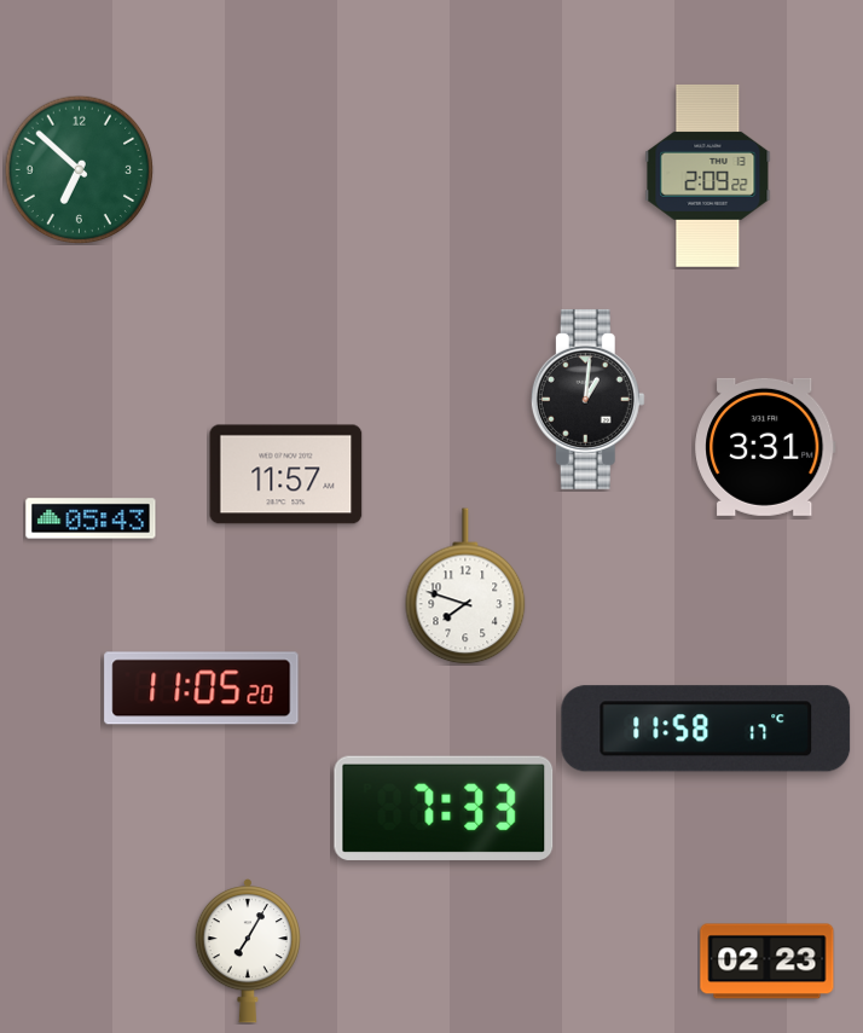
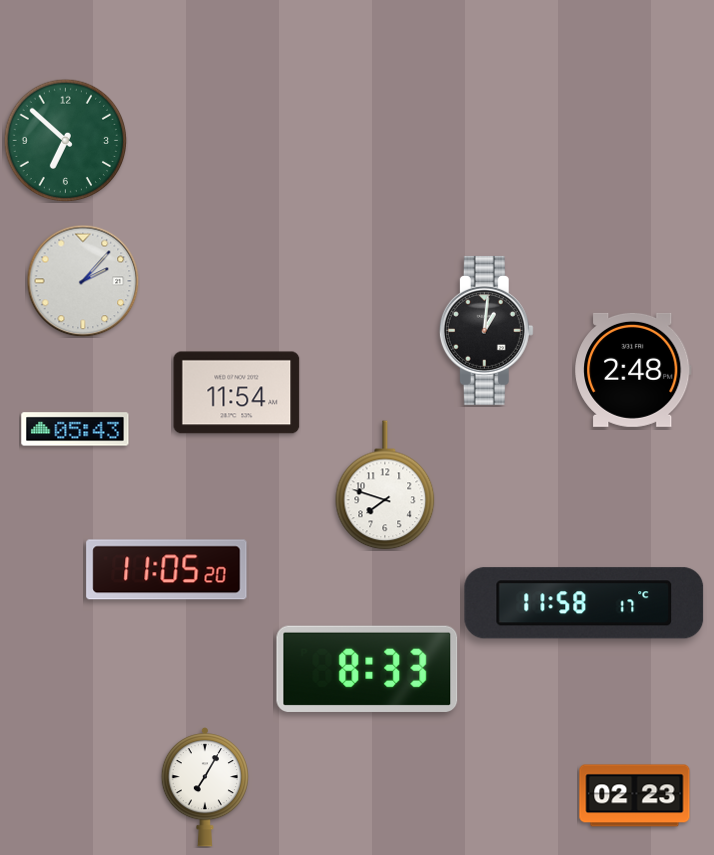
clock at (708, 176): 2:09 -> none
clock at (83, 281): none -> 2:07
clock at (765, 447): 3:31 -> 2:48
clock at (286, 475): 11:57 -> 11:54
clock at (444, 808): 7:33 -> 8:33
